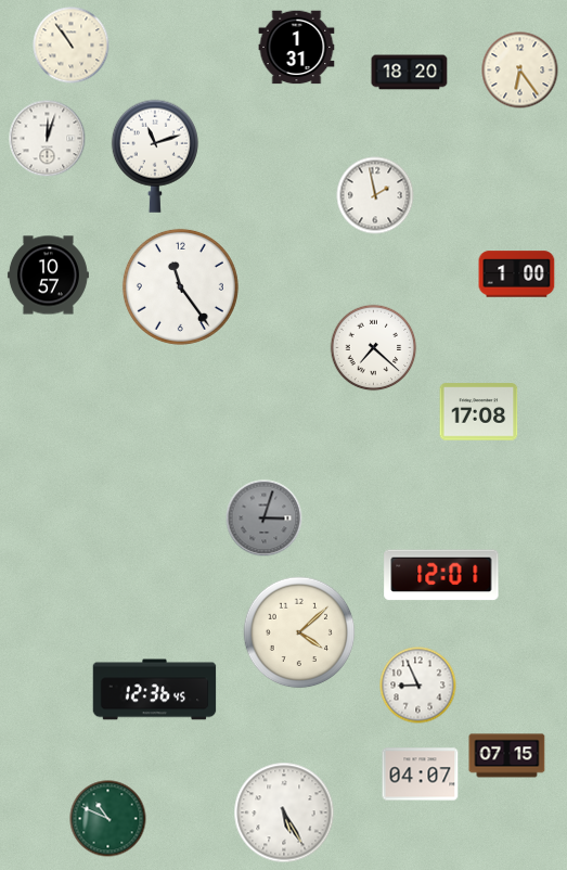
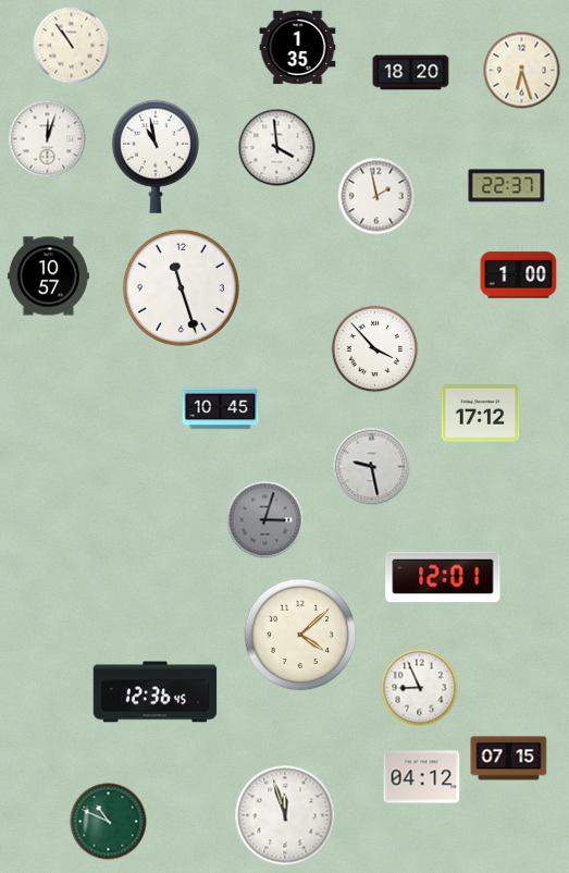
clock at (297, 48): 1:31 -> 1:35
clock at (520, 71): 6:24 -> 6:27
clock at (277, 148): none -> 3:59
clock at (155, 156): 11:12 -> 10:58
clock at (507, 186): none -> 22:37
clock at (180, 286): 11:24 -> 11:27
clock at (374, 348): 7:22 -> 3:53
clock at (221, 409): none -> 10:45
clock at (479, 412): 17:08 -> 17:12
clock at (372, 467): none -> 9:28
clock at (421, 775): 04:07 -> 04:12
clock at (284, 813): 5:25 -> 11:57
